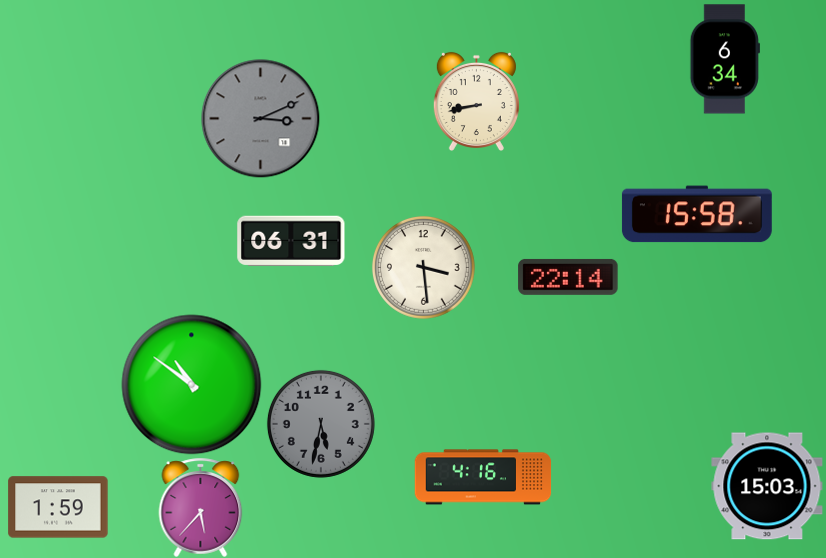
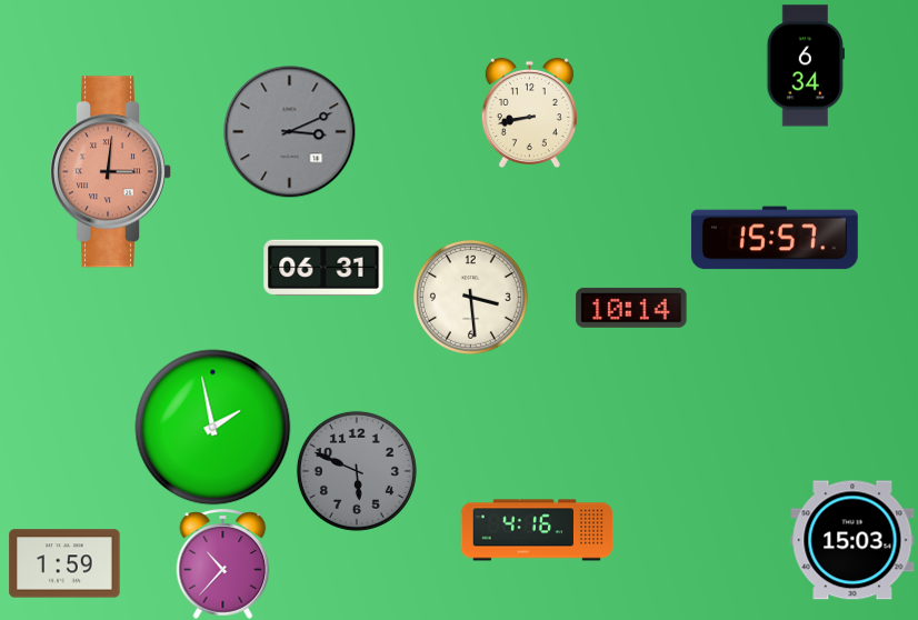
clock at (110, 172): none -> 3:01
clock at (697, 214): 15:58 -> 15:57
clock at (568, 277): 22:14 -> 10:14
clock at (192, 385): 10:51 -> 1:58
clock at (321, 424): 5:32 -> 5:49
clock at (201, 507): 5:37 -> 10:37
